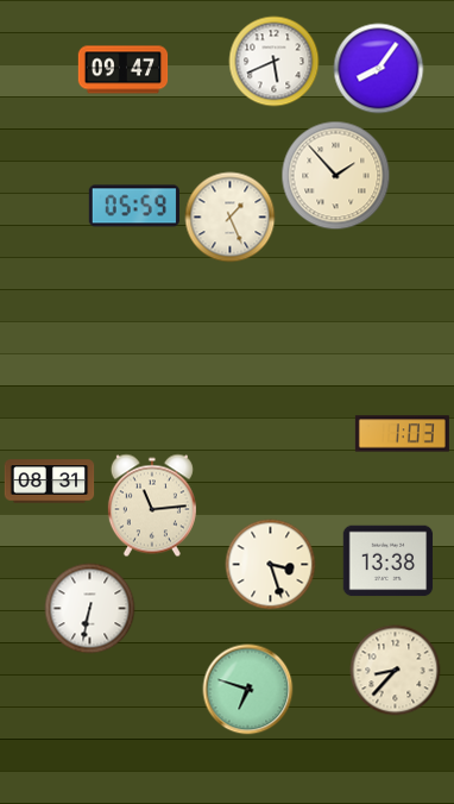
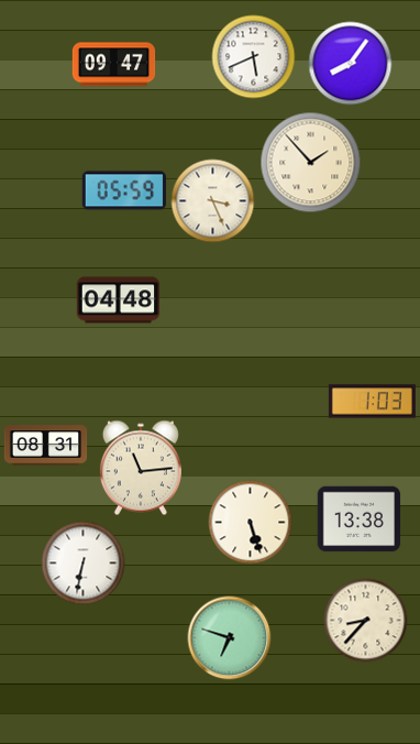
clock at (231, 218): 1:26 -> 3:26
clock at (119, 300): none -> 04:48
clock at (271, 565): 3:27 -> 5:27
